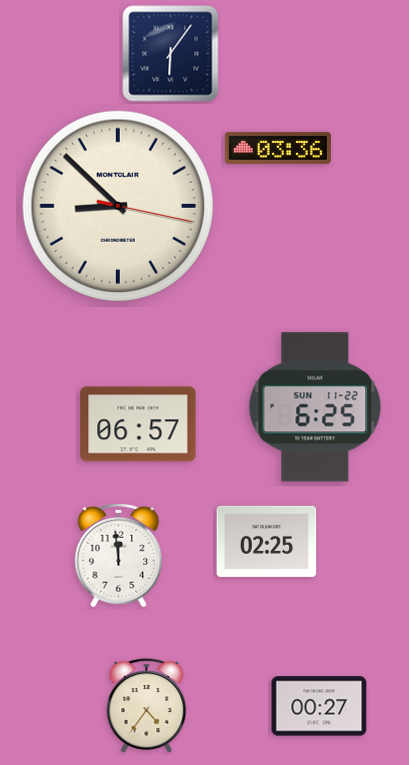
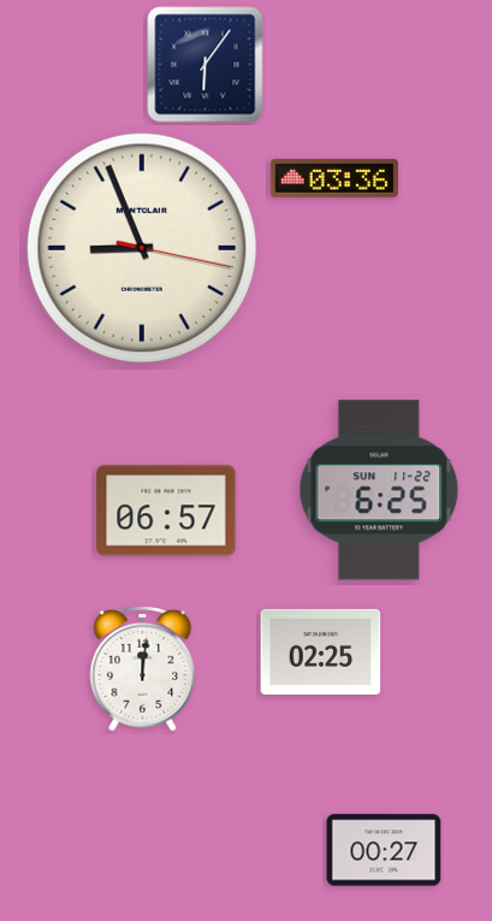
clock at (117, 205): 8:52 -> 8:56
clock at (119, 556): 11:59 -> 12:01
clock at (147, 706): 4:36 -> none
